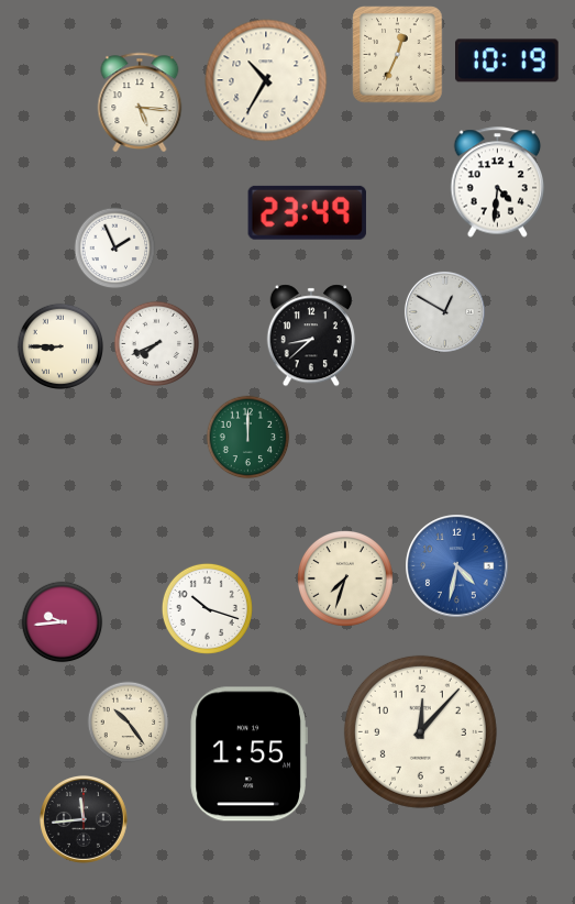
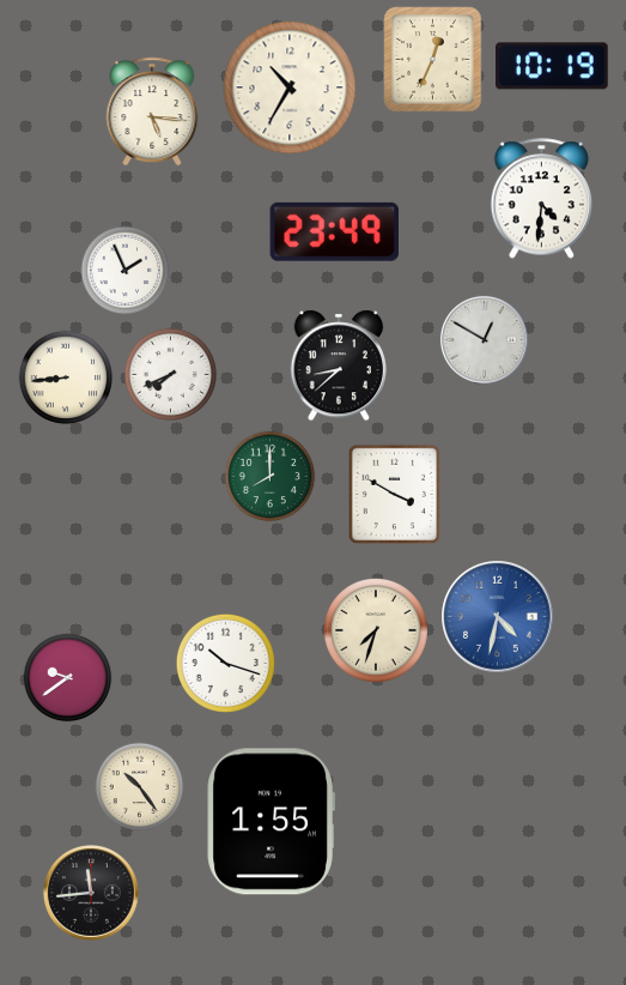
clock at (59, 345): 8:45 -> 8:44
clock at (248, 438): 12:00 -> 8:00
clock at (395, 495): none -> 3:50
clock at (63, 622): 9:44 -> 9:39
clock at (420, 731): 12:07 -> none
